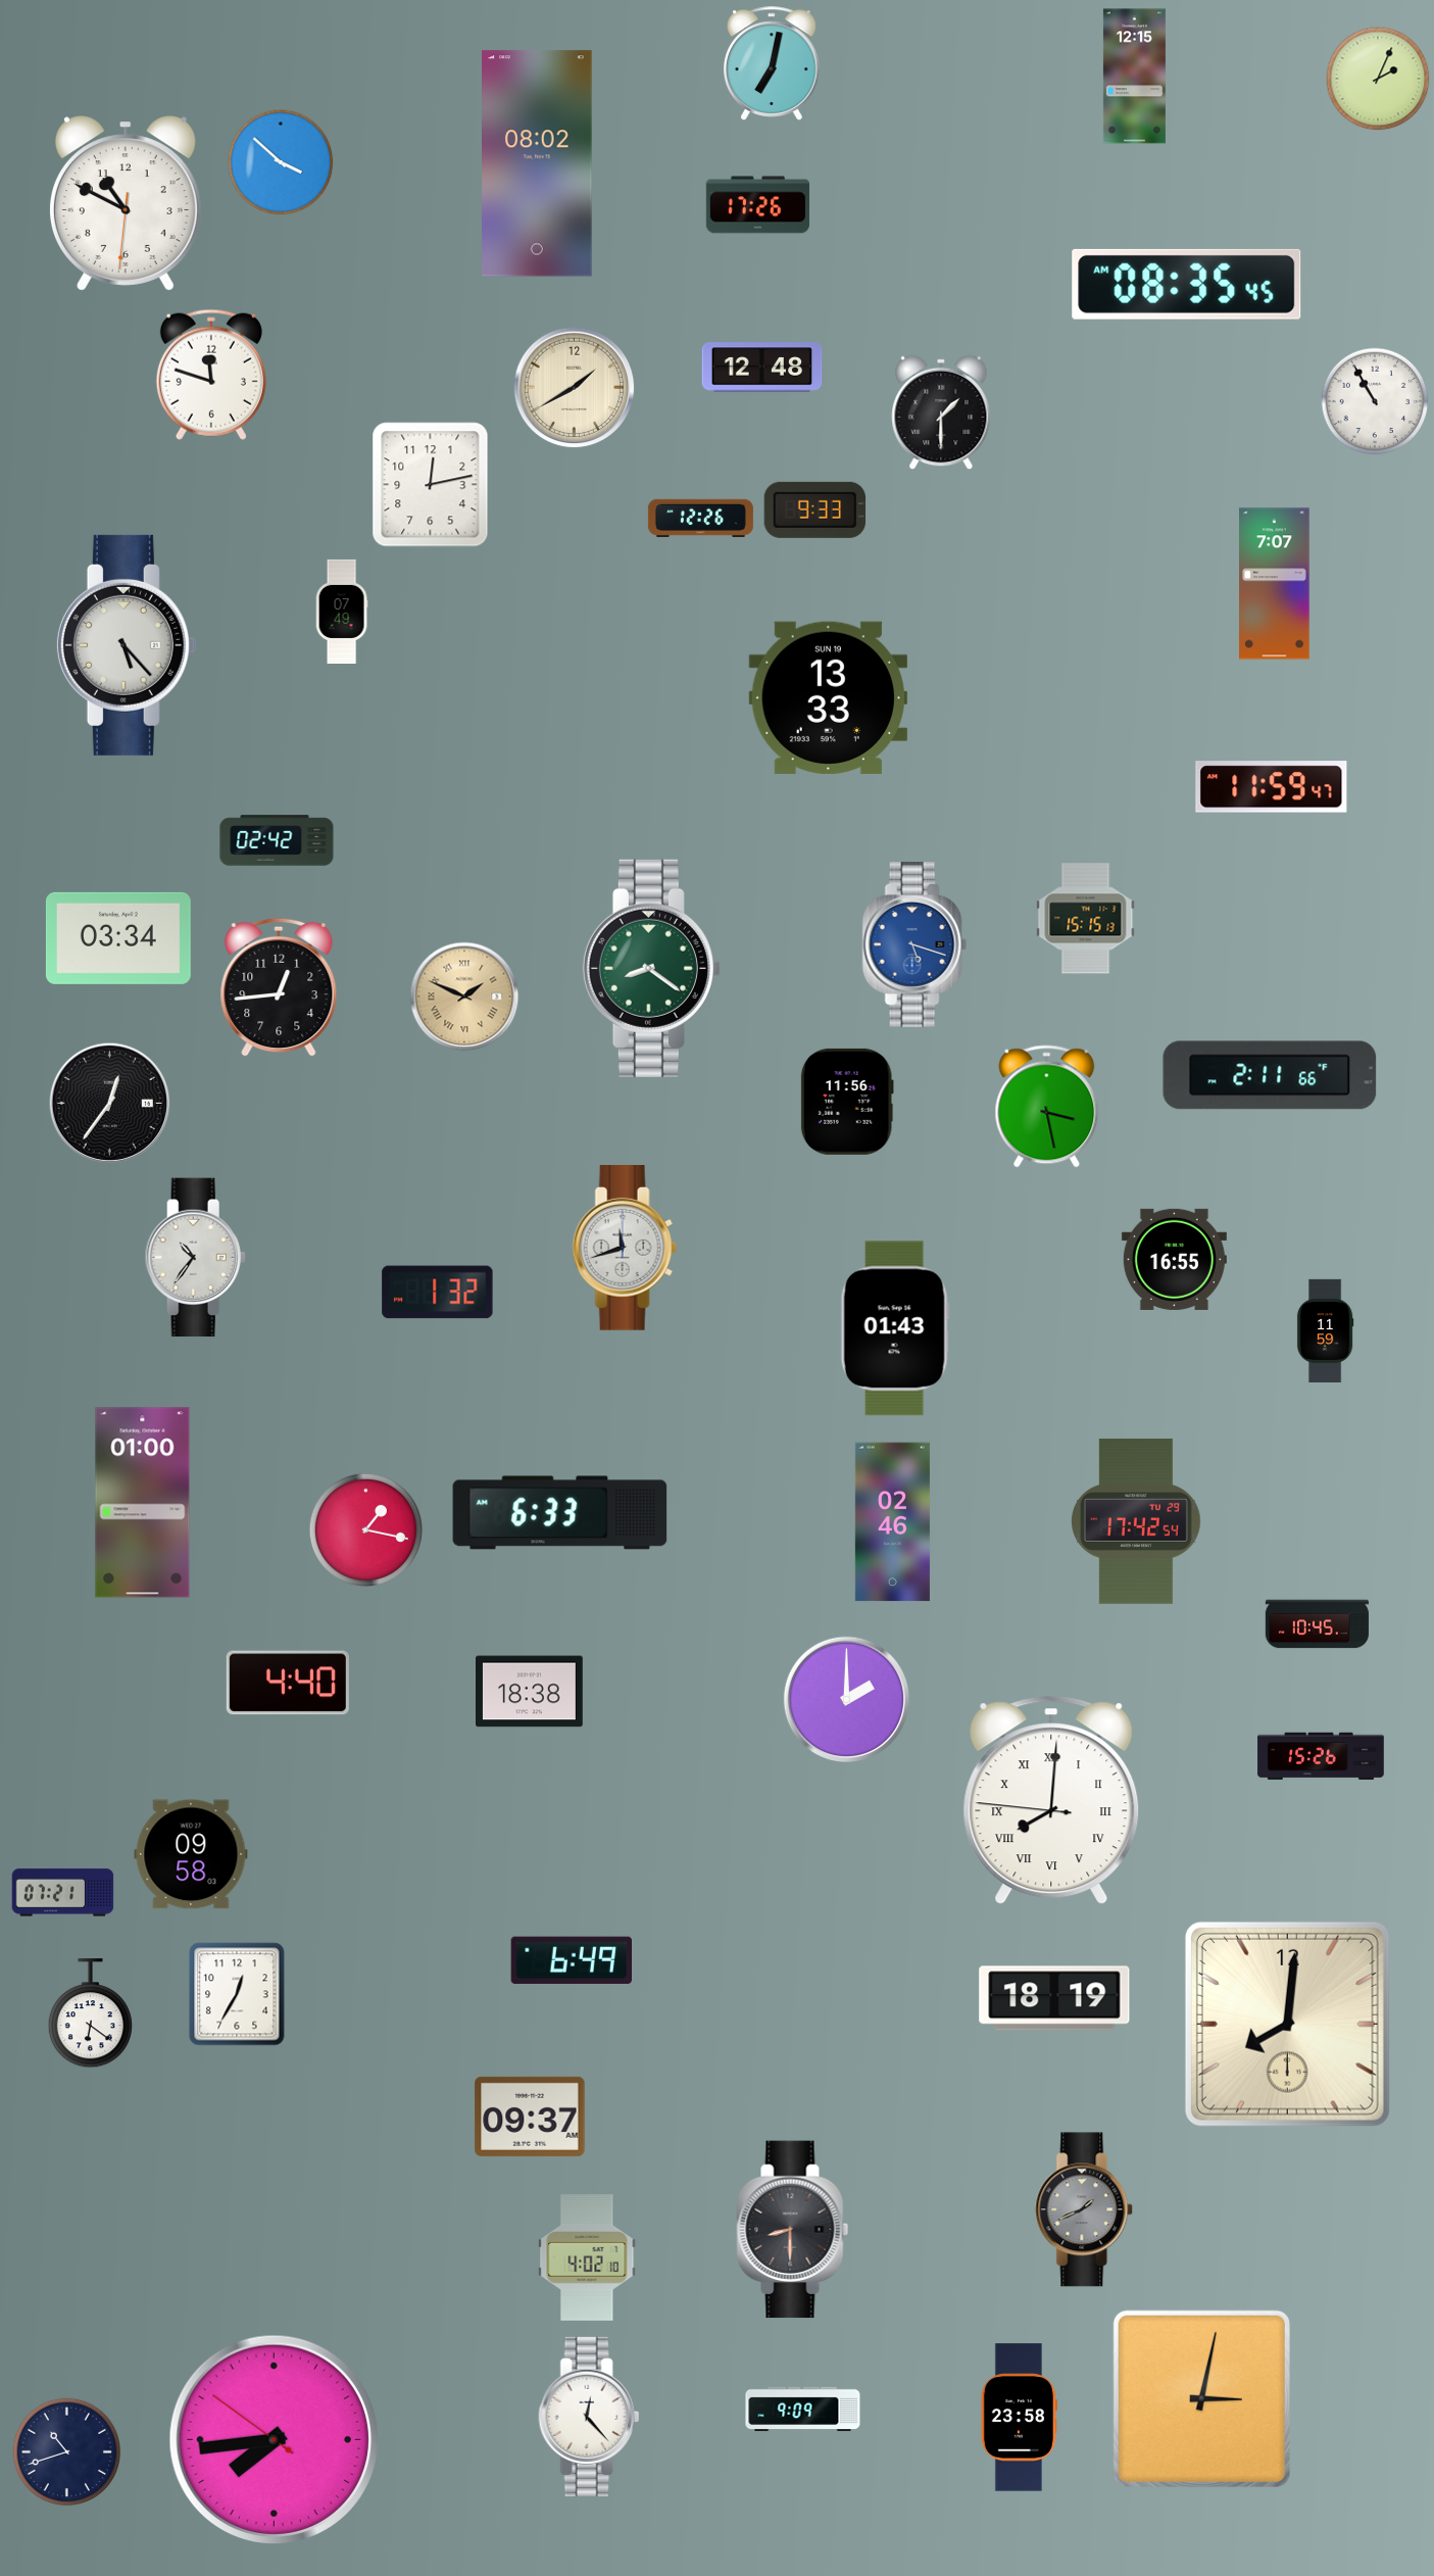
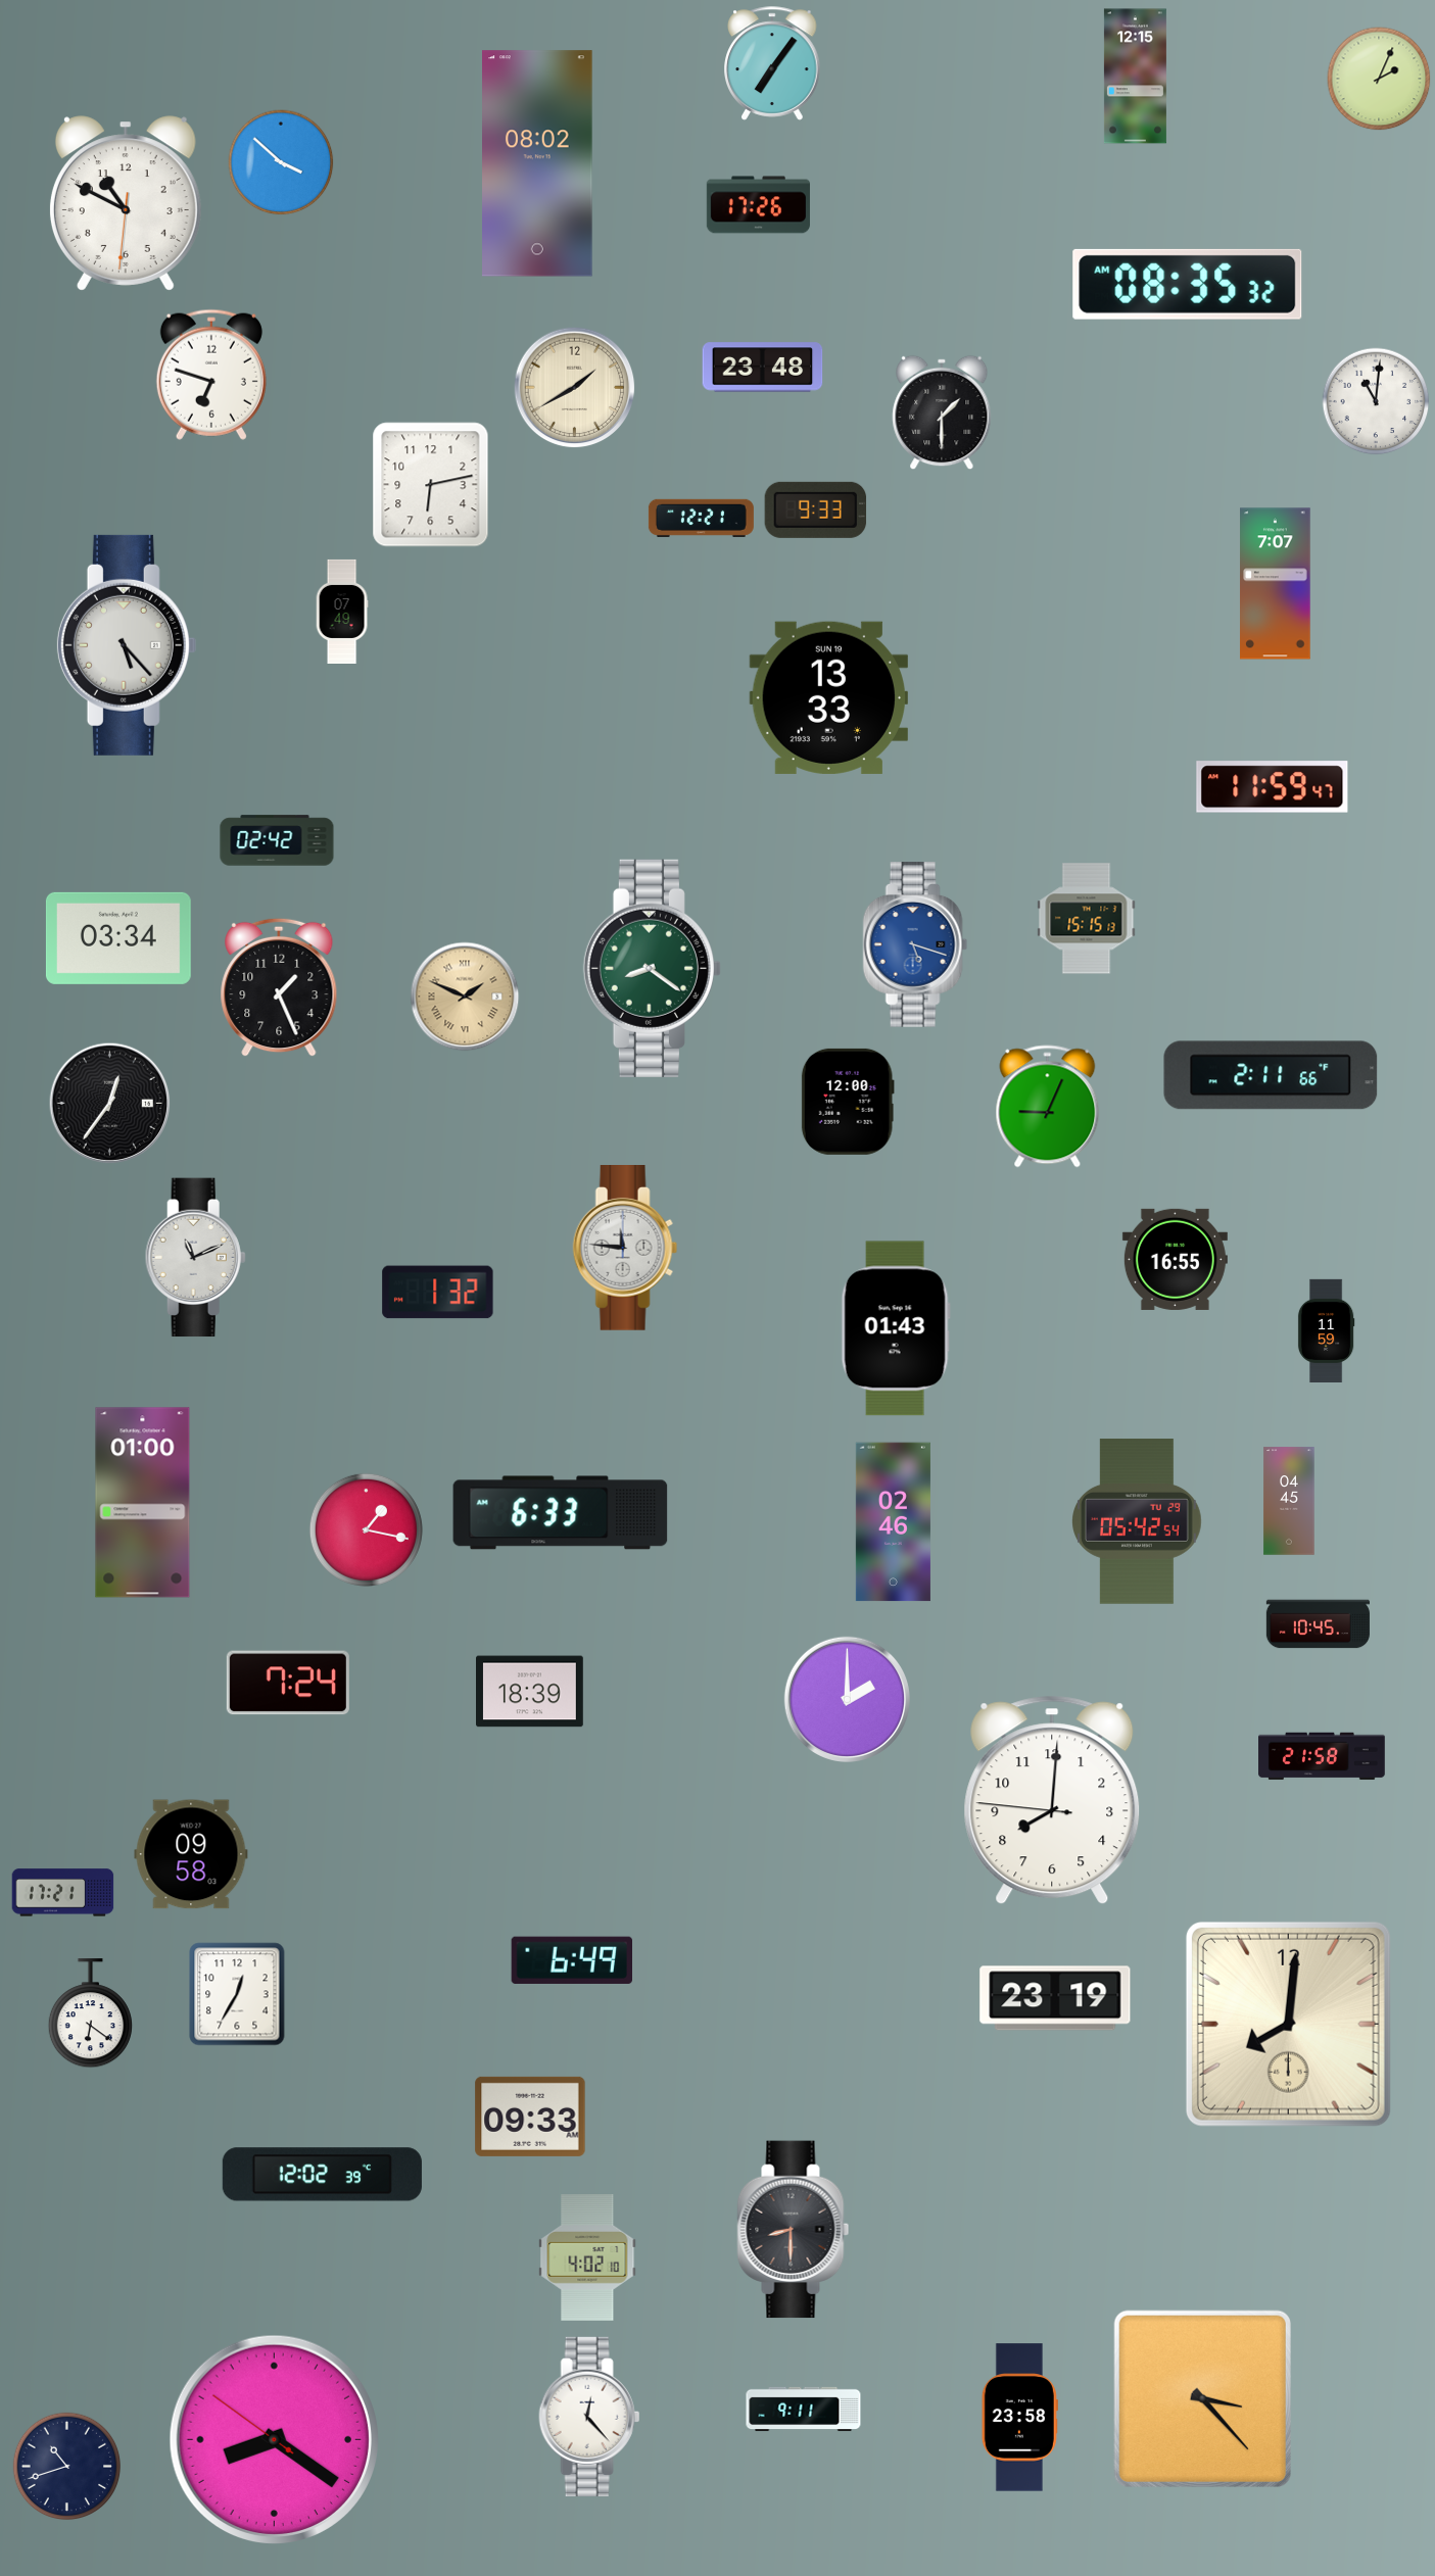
clock at (772, 63): 7:02 -> 7:06
clock at (1187, 284): 08:35:45 AM -> 08:35:32 AM
clock at (762, 368): 12:48 -> 23:48
clock at (211, 375): 11:48 -> 6:48
clock at (1375, 401): 10:55 -> 11:01
clock at (431, 485): 12:13 -> 6:13
clock at (700, 518): 12:26 -> 12:21
clock at (279, 987): 12:44 -> 1:26
clock at (847, 1102): 11:56 -> 12:00
clock at (1047, 1107): 3:28 -> 9:04
clock at (625, 1249): 11:42 -> 11:46
clock at (195, 1258): 10:36 -> 11:11
clock at (1289, 1501): none -> 04:45
clock at (1136, 1521): 17:42 -> 05:42
clock at (288, 1683): 4:40 -> 7:24
clock at (530, 1692): 18:38 -> 18:39
clock at (1321, 1756): 15:26 -> 21:58
clock at (1051, 1800) numerals: Roman -> Arabic
clock at (63, 1893): 07:21 -> 17:21
clock at (1054, 1998): 18:19 -> 23:19
clock at (530, 2117): 09:37 -> 09:33
clock at (322, 2175): none -> 12:02
clock at (1085, 2209): 1:41 -> none
clock at (1201, 2398): 3:02 -> 3:23
clock at (803, 2410): 9:09 -> 9:11
clock at (274, 2439): 7:43 -> 8:20
clock at (67, 2452) position: (67, 2452) -> (67, 2467)
